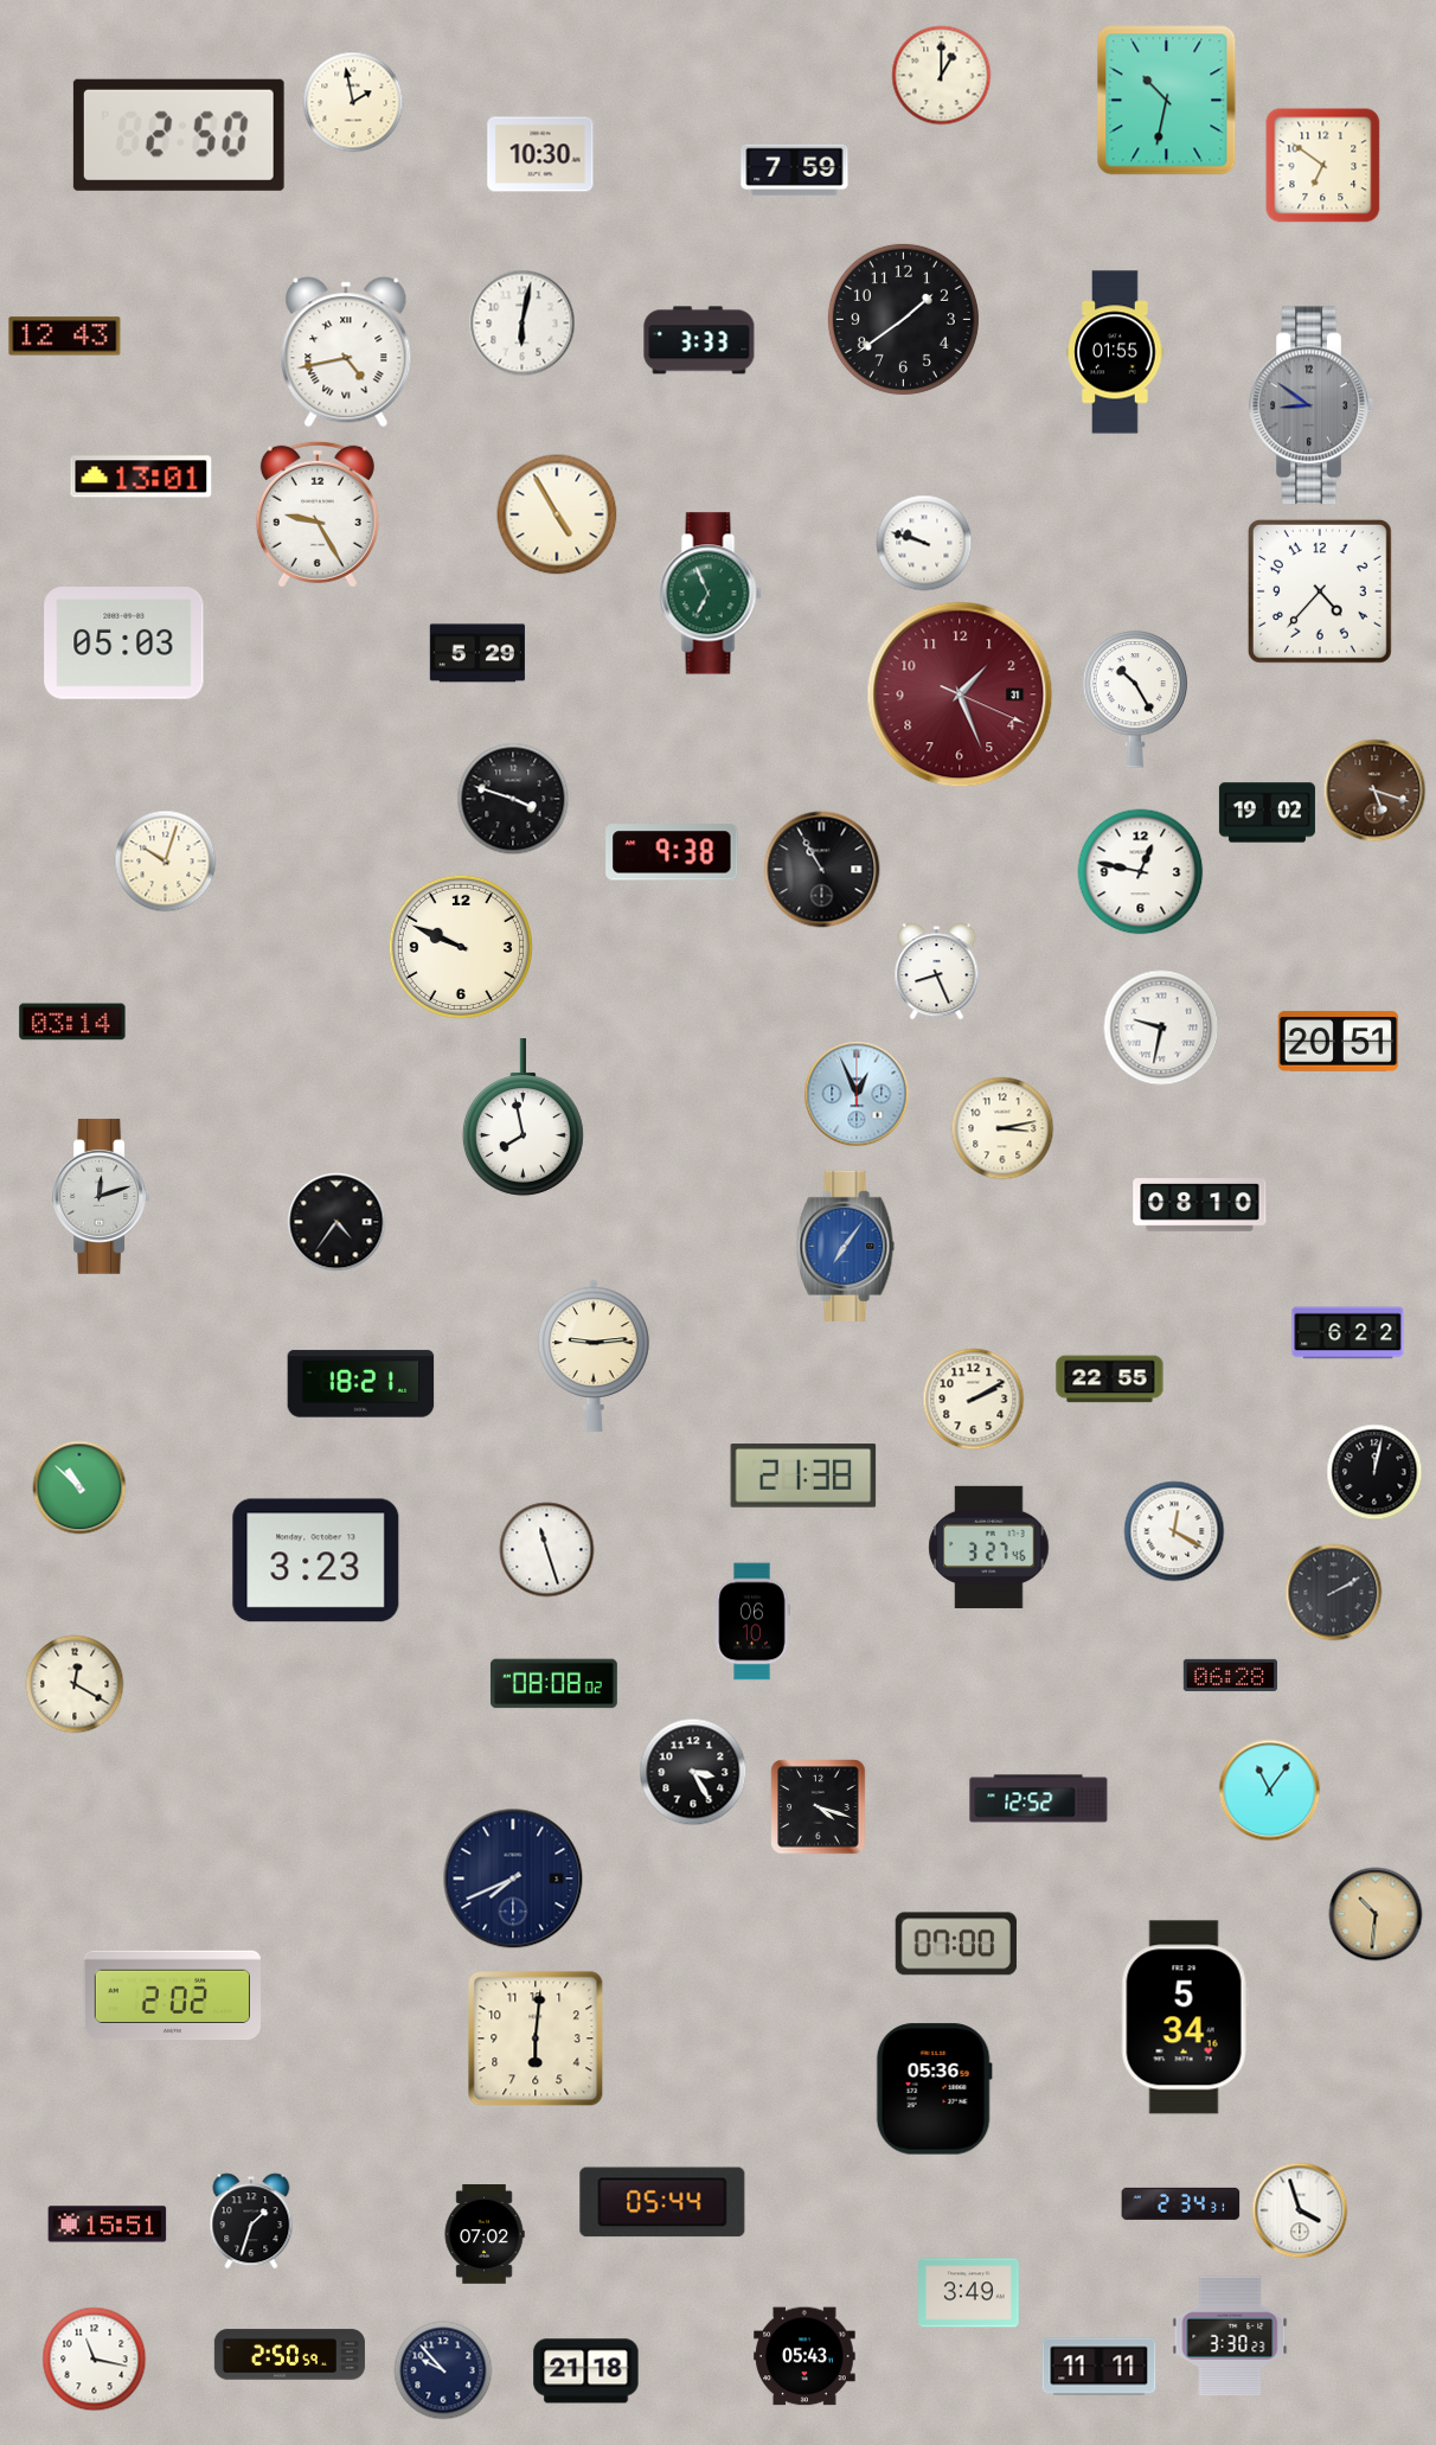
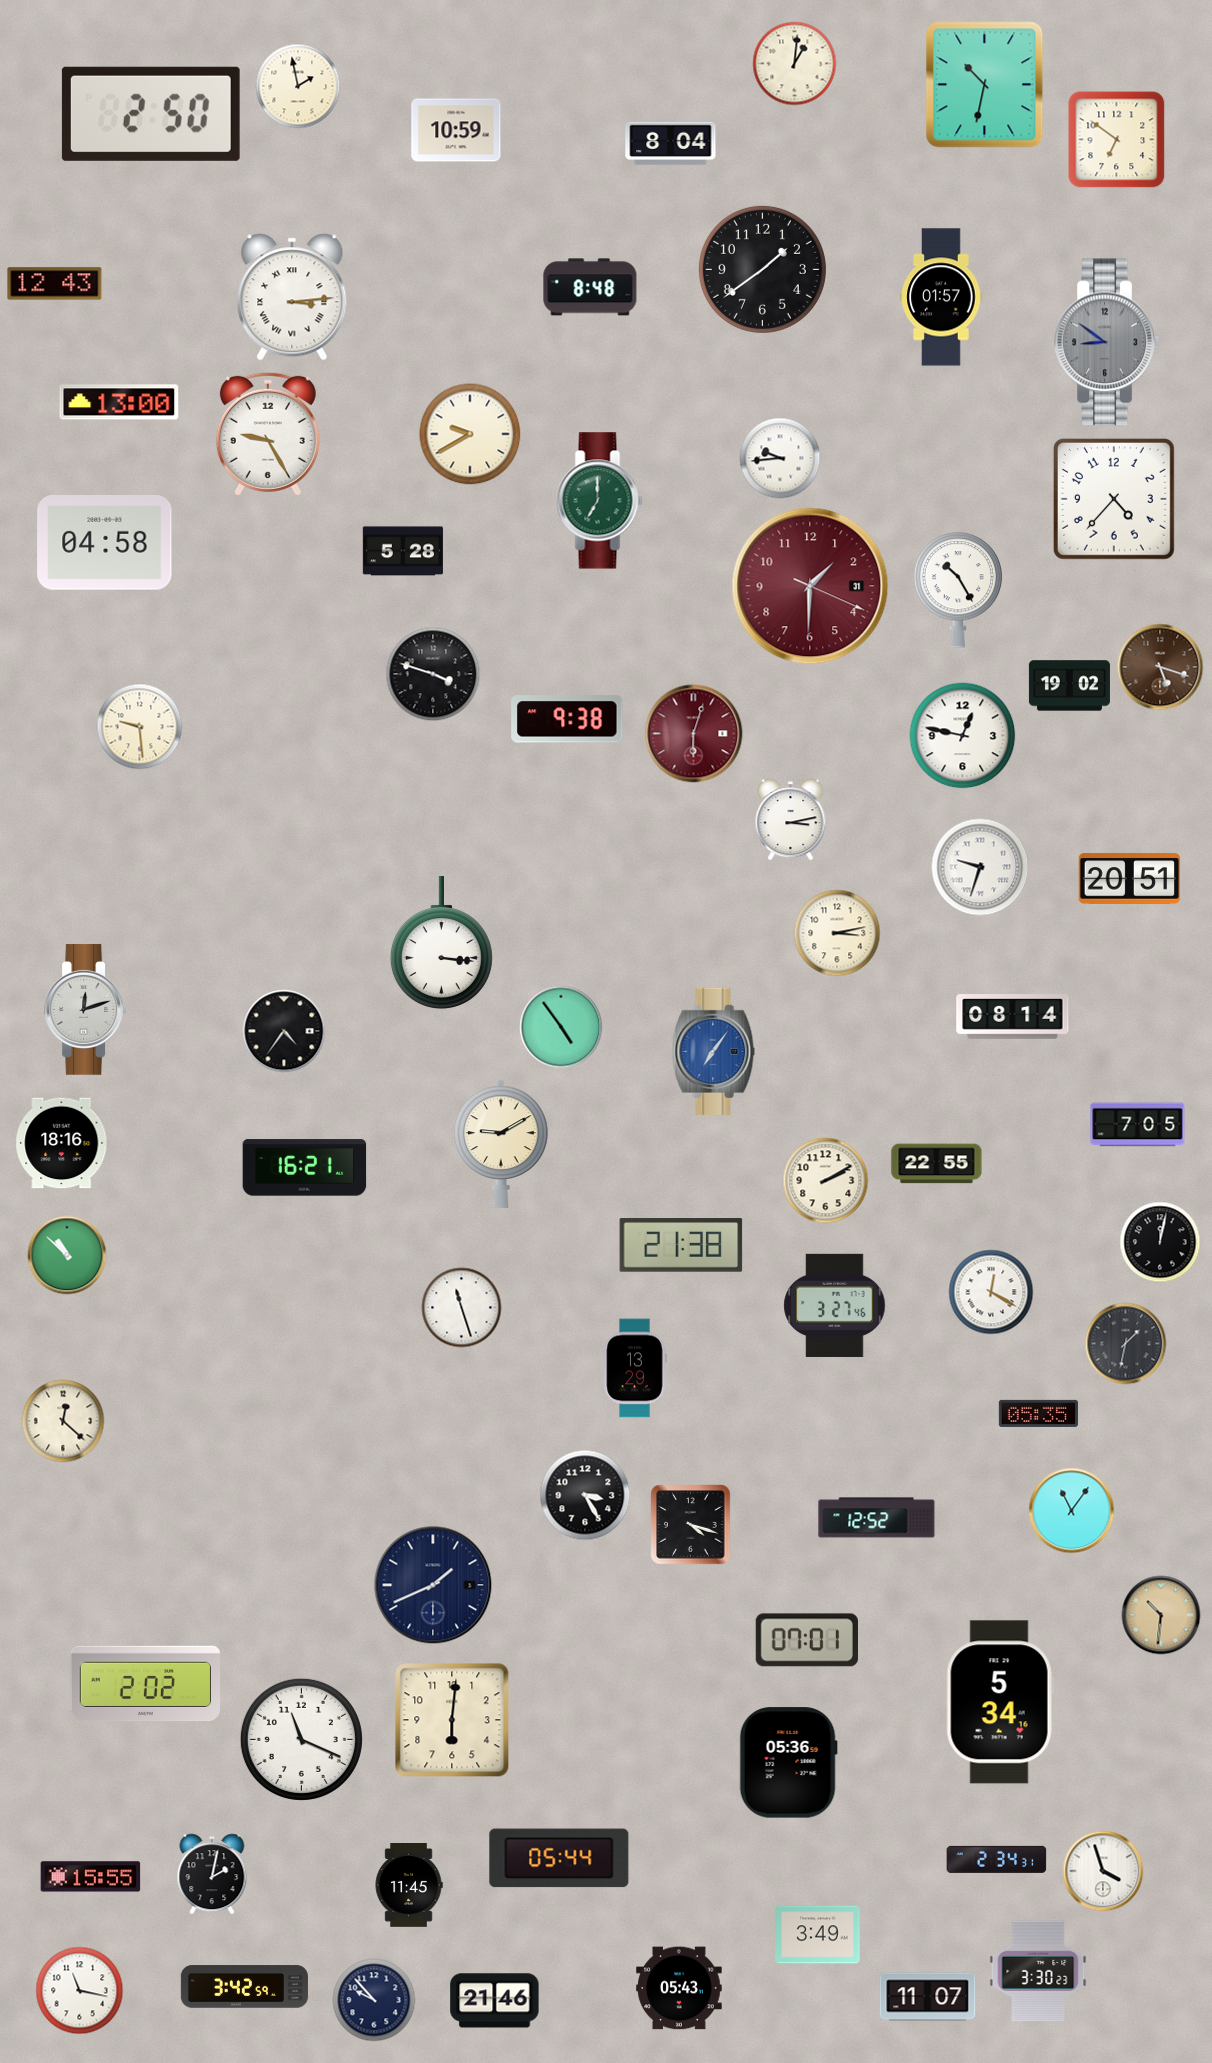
clock at (942, 76): 1:00 -> 1:01
clock at (540, 154): 10:30 -> 10:59
clock at (795, 171): 7:59 -> 8:04
clock at (523, 324): 6:02 -> none
clock at (699, 340): 3:33 -> 8:48
clock at (346, 352): 4:43 -> 3:14
clock at (1115, 352): 01:55 -> 01:57
clock at (141, 476): 13:01 -> 13:00
clock at (557, 514): 4:55 -> 9:40
clock at (924, 543): 9:48 -> 9:44
clock at (711, 594): 6:56 -> 7:00
clock at (124, 644): 05:03 -> 04:58
clock at (477, 653): 5:29 -> 5:28
clock at (960, 695): 1:26 -> 1:30
clock at (166, 862): 10:03 -> 9:29
clock at (822, 870): 10:55 -> 6:03
clock at (822, 870) dial: black -> burgundy
clock at (461, 947): 9:49 -> none
clock at (937, 972): 8:26 -> 3:13
clock at (72, 1022): 03:14 -> none
clock at (1161, 1028): 9:32 -> 9:33
clock at (857, 1094): 12:56 -> none
clock at (523, 1118): 7:58 -> 3:16
clock at (1002, 1128) position: (1002, 1128) -> (837, 933)
clock at (1200, 1205): 08:10 -> 08:14
clock at (561, 1027): none -> 4:54
clock at (1348, 1333): 6:22 -> 7:05
clock at (62, 1143): none -> 18:16
clock at (594, 1356): 9:14 -> 9:10
clock at (361, 1384): 18:21 -> 16:21
clock at (974, 1400) position: (974, 1400) -> (826, 1181)
clock at (803, 1476) position: (803, 1476) -> (681, 1245)
clock at (316, 1561): 3:23 -> none
clock at (1334, 1593): 2:10 -> 1:32
clock at (752, 1621): 06:10 -> 13:29
clock at (1230, 1675): 06:28 -> 05:35
clock at (75, 1684): 12:20 -> 12:22
clock at (553, 1684): 08:08 -> none
clock at (513, 1878): 7:41 -> 1:41
clock at (956, 1944): 07:00 -> 07:01
clock at (301, 1739): none -> 11:19
clock at (1300, 2210) position: (1300, 2210) -> (1103, 1871)
clock at (251, 2221): 1:33 -> 2:02
clock at (108, 2225): 15:51 -> 15:55
clock at (485, 2235): 07:02 -> 11:45
clock at (289, 2355): 2:50 -> 3:42
clock at (1100, 2367): 11:11 -> 11:07
clock at (586, 2372): 21:18 -> 21:46
